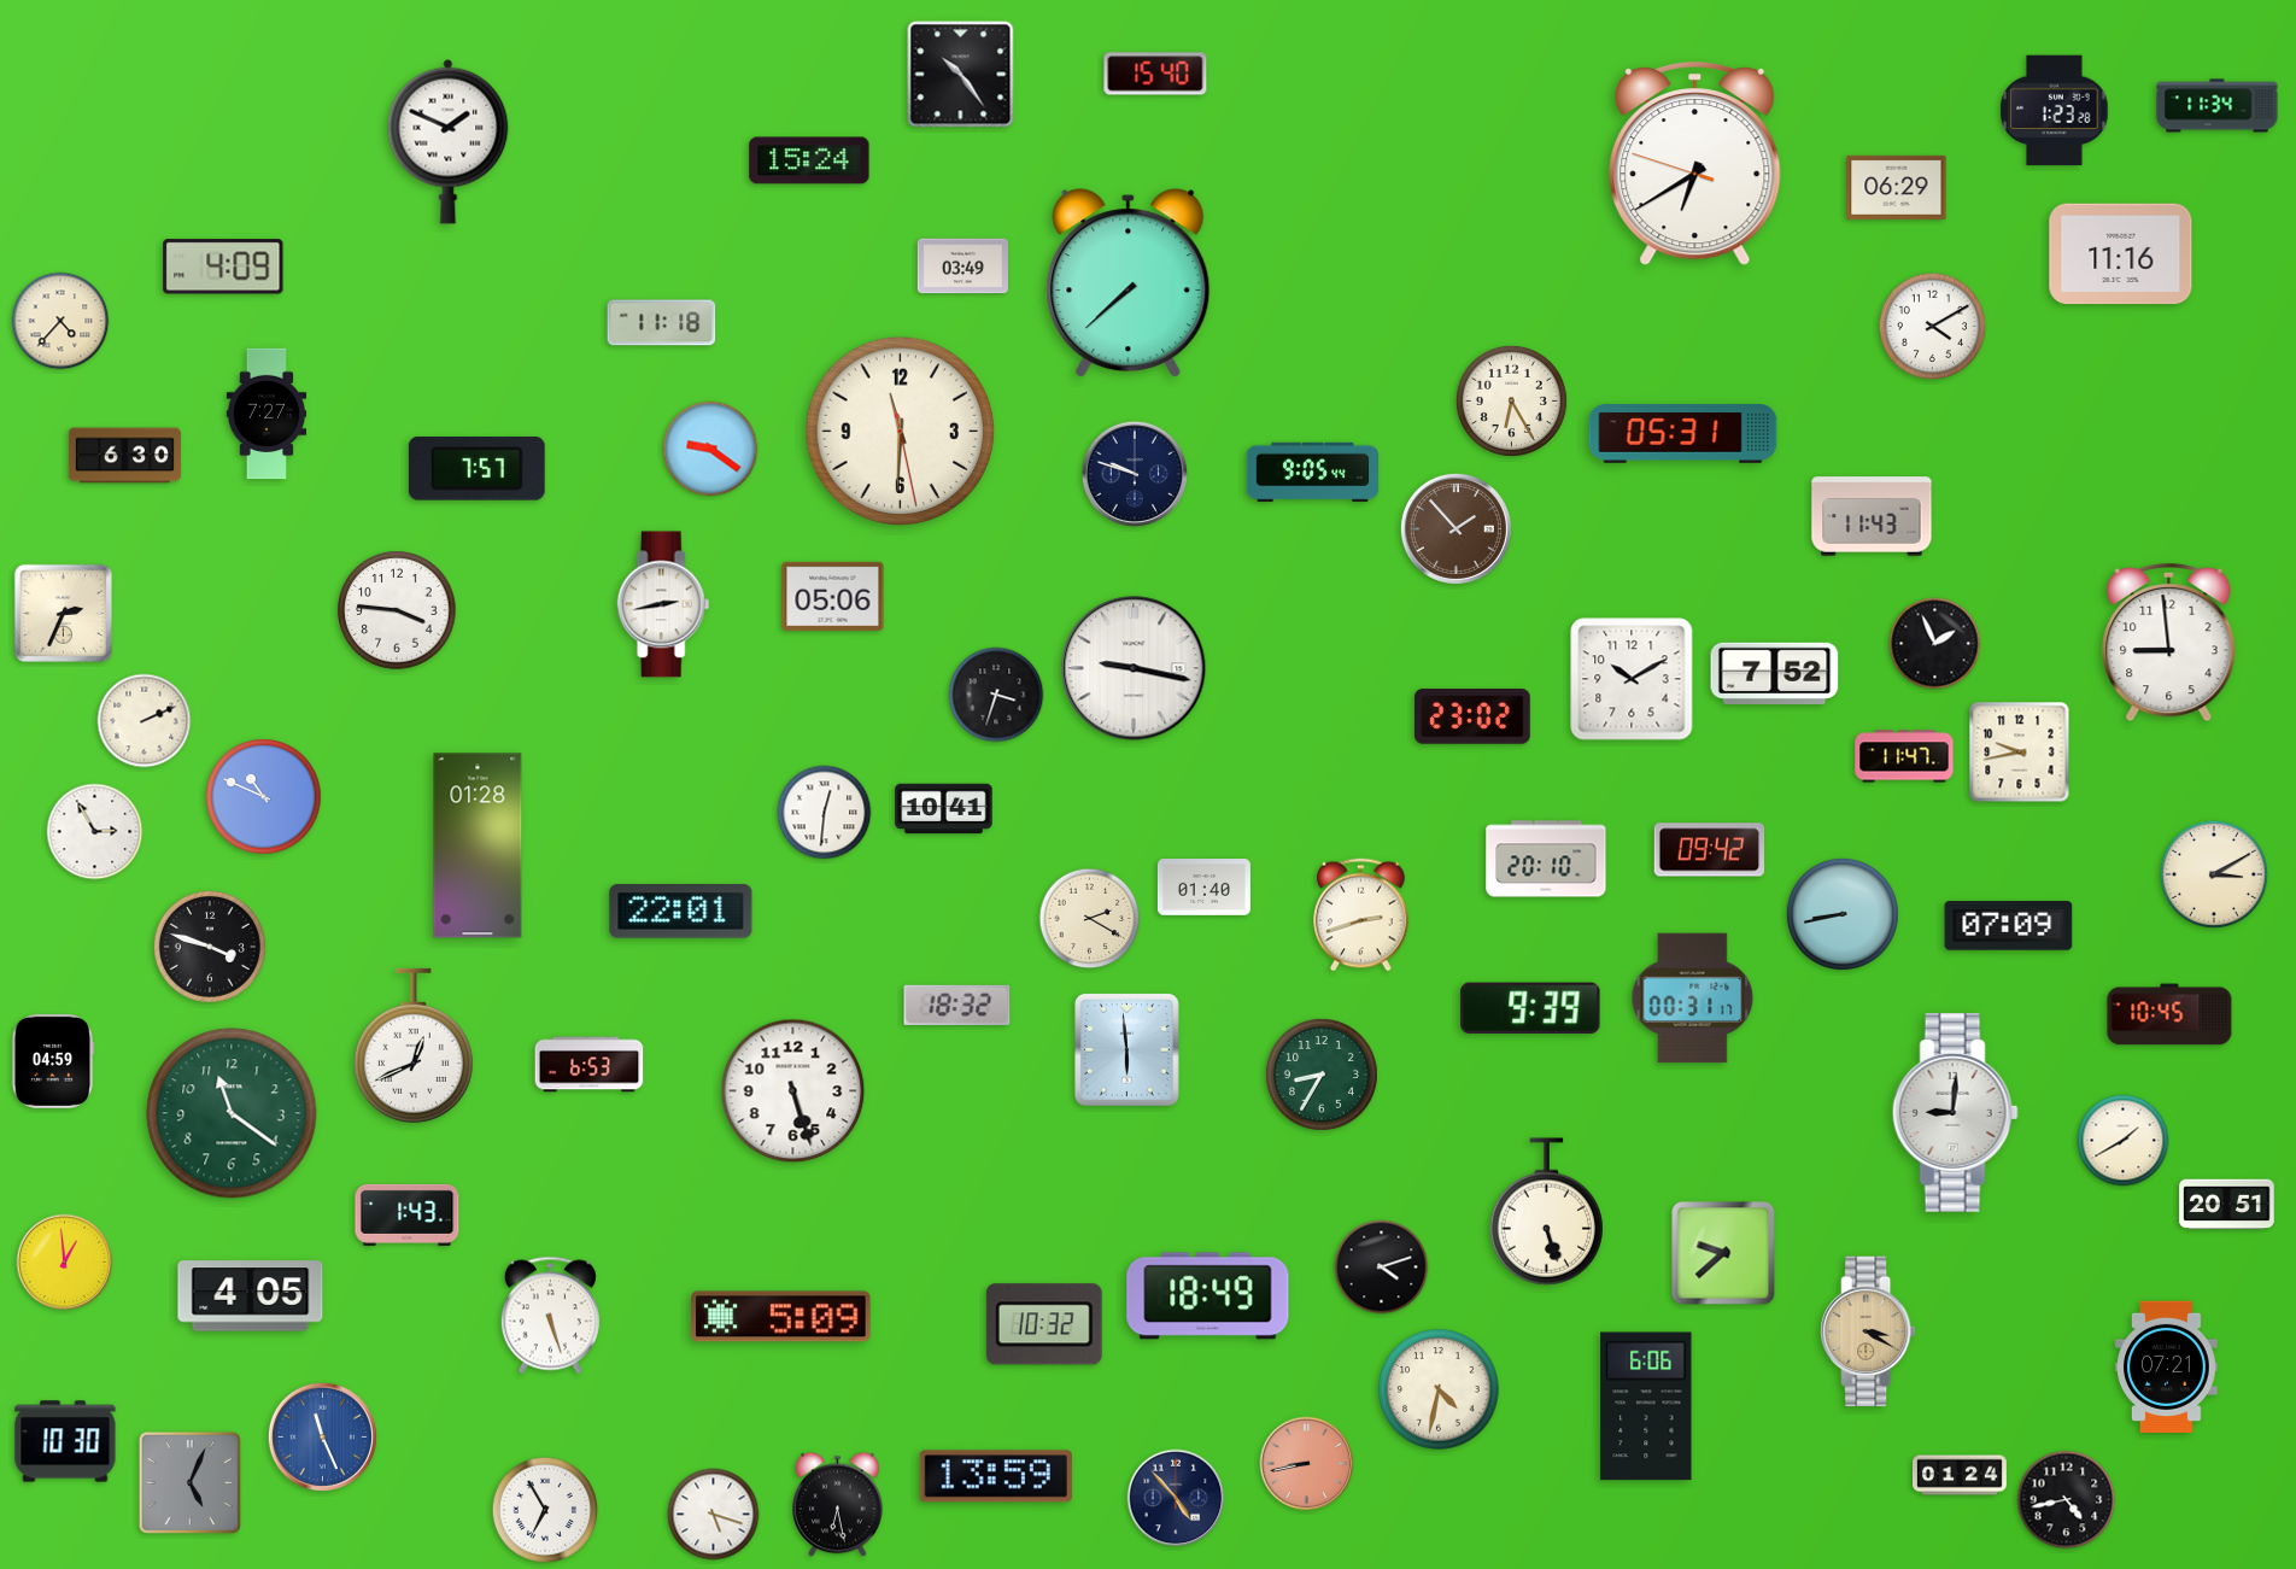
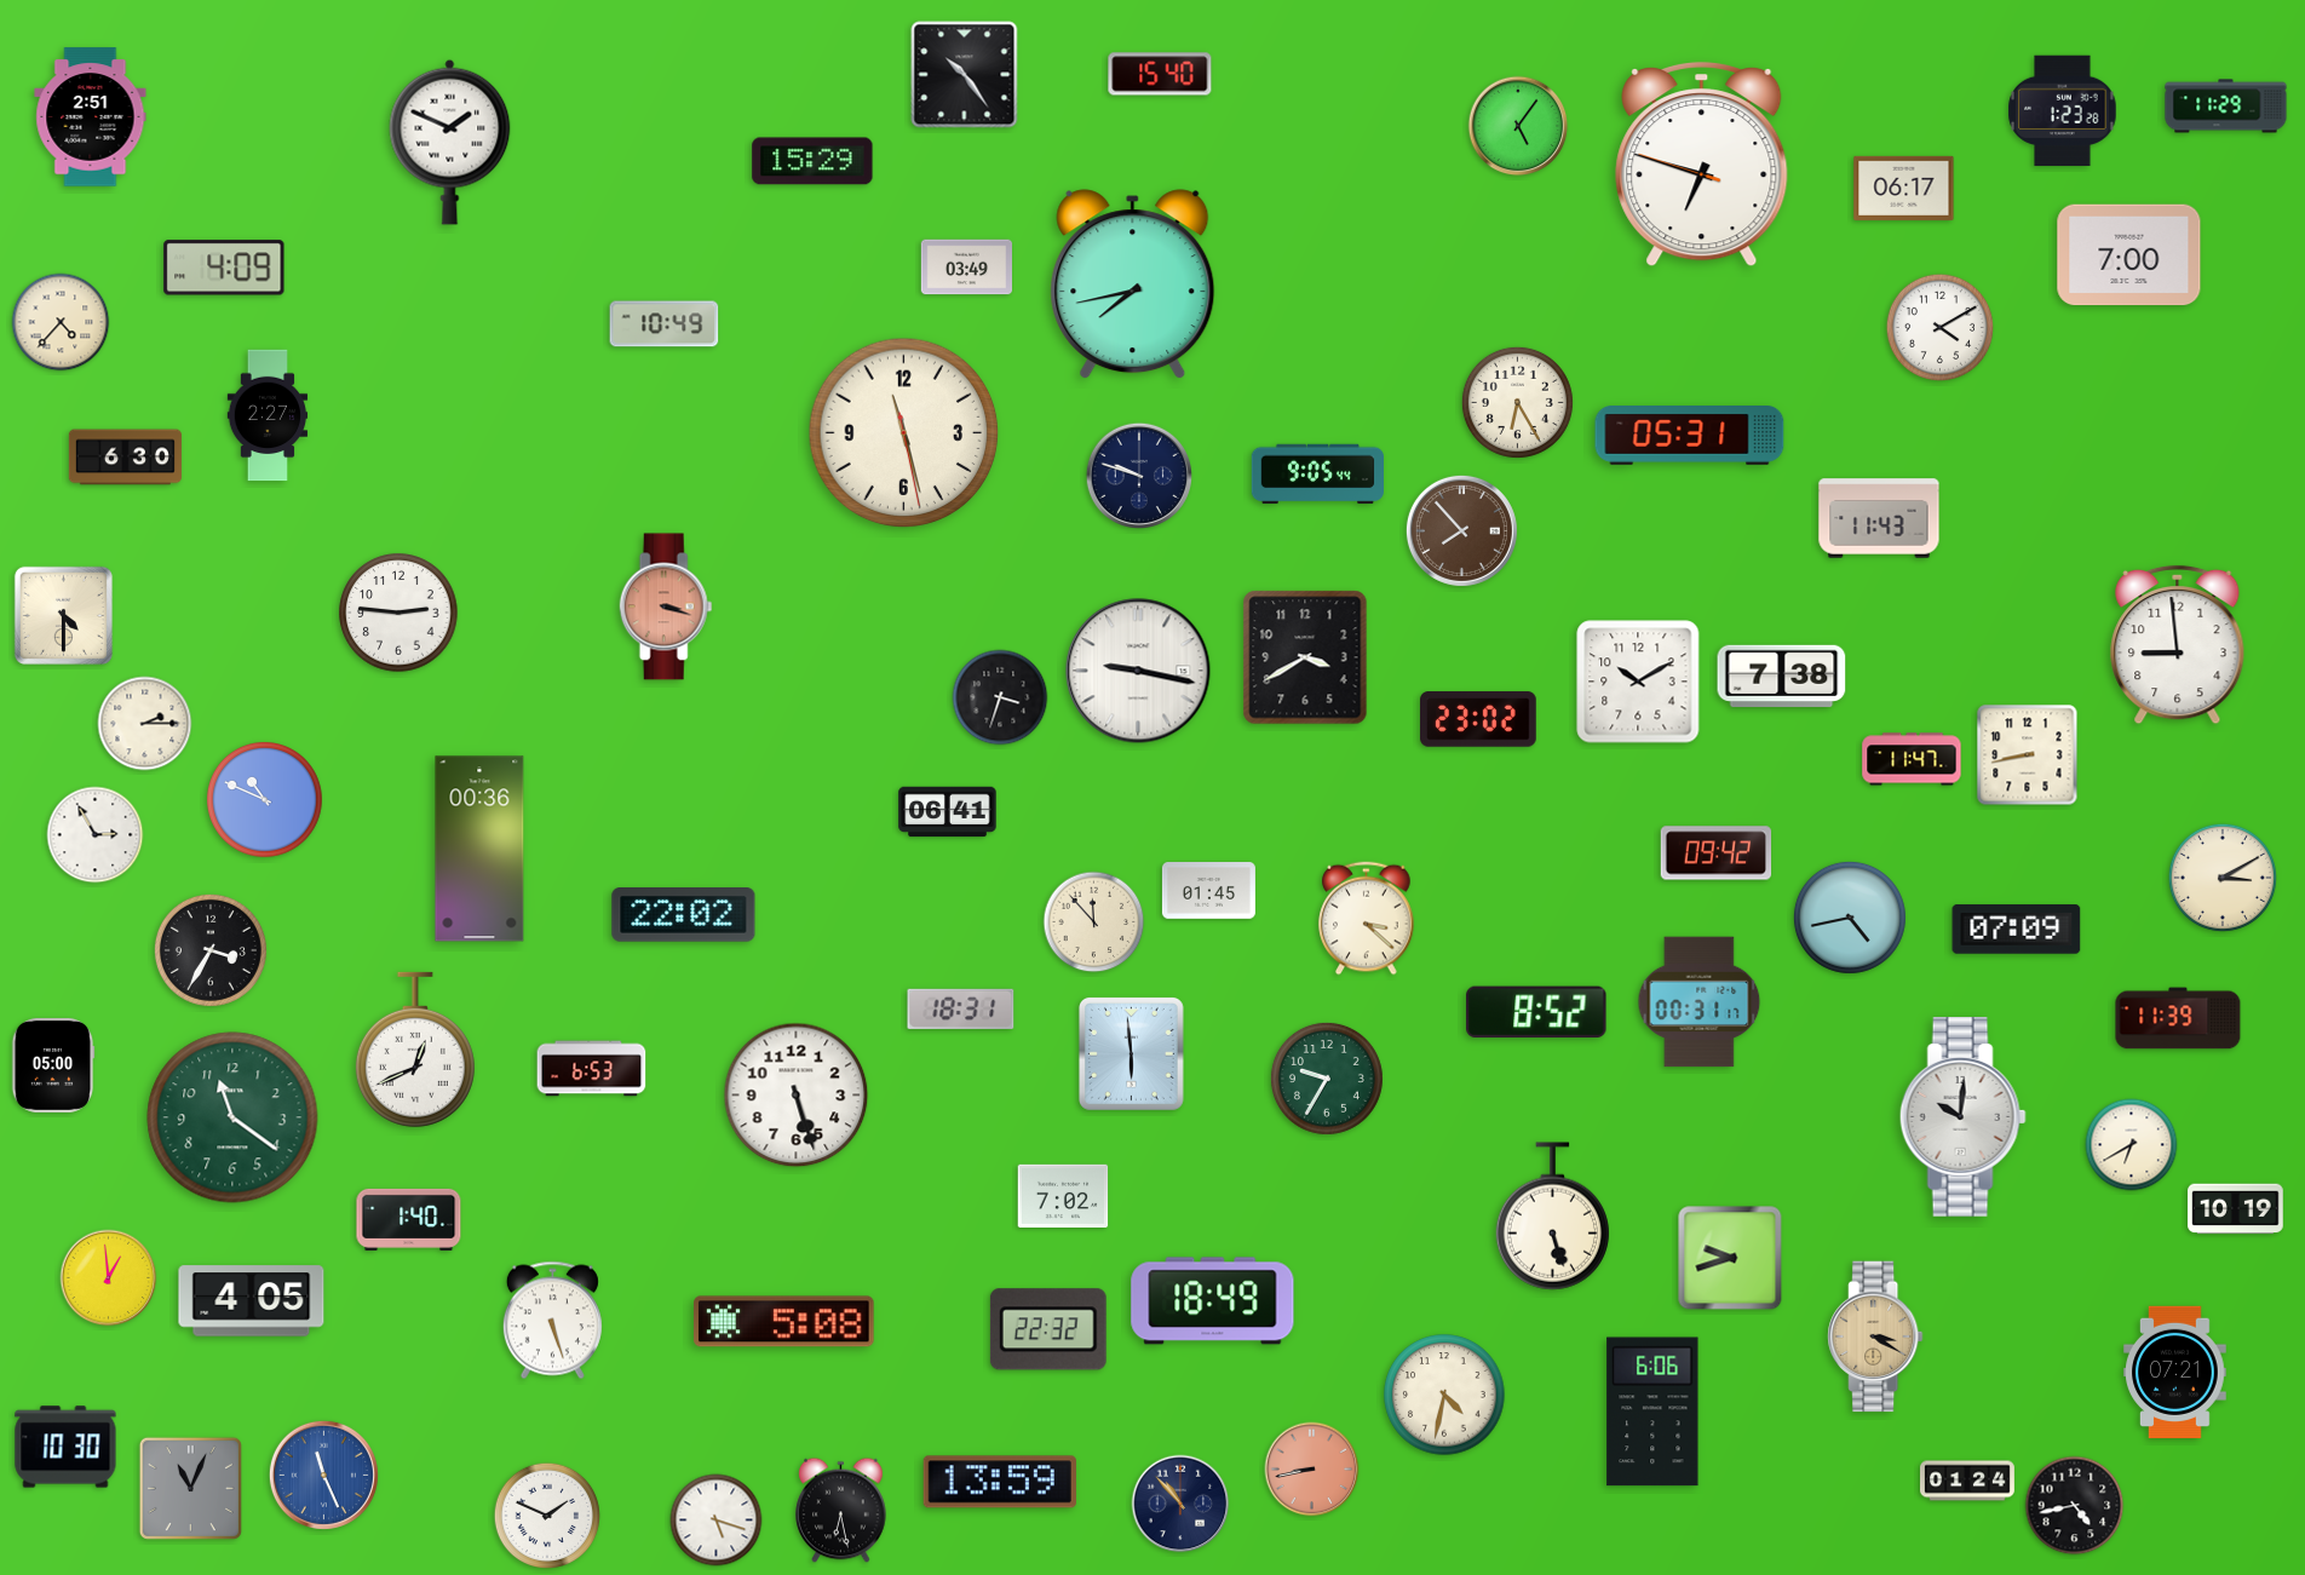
clock at (2218, 106): 11:34 -> 11:29
clock at (91, 117): none -> 2:51
clock at (1518, 126): none -> 5:06
clock at (809, 160): 15:24 -> 15:29
clock at (1695, 165): 6:39 -> 6:47
clock at (1897, 187): 06:29 -> 06:17
clock at (2121, 254): 11:16 -> 7:00
clock at (1129, 283): 7:38 -> 7:43
clock at (662, 323): 11:18 -> 10:49
clock at (266, 414): 7:27 -> 2:27
clock at (901, 432): 11:30 -> 11:27
clock at (710, 449): 9:21 -> none
clock at (476, 468): 7:57 -> none
clock at (1455, 528): 1:53 -> 7:53
clock at (833, 596): 05:06 -> none
clock at (663, 604): 2:43 -> 3:18
clock at (663, 604) dial: white -> salmon
clock at (397, 610): 3:46 -> 2:46
clock at (63, 613): 2:34 -> 4:30
clock at (1935, 644): 1:56 -> none
clock at (1305, 657): none -> 3:40
clock at (1775, 673): 7:52 -> 7:38
clock at (145, 721): 2:11 -> 2:15
clock at (2020, 753): 9:43 -> 8:43
clock at (944, 809): 10:41 -> 06:41
clock at (825, 813): 12:31 -> none
clock at (478, 845): 01:28 -> 00:36
clock at (1546, 859): 20:10 -> none
clock at (1203, 888): 01:40 -> 01:45
clock at (681, 912): 22:01 -> 22:02
clock at (1843, 914): 8:43 -> 4:43
clock at (1361, 915): 2:42 -> 3:22
clock at (1090, 919): 2:20 -> 11:53
clock at (210, 947): 3:48 -> 3:35
clock at (957, 1005): 18:32 -> 18:31
clock at (1530, 1008): 9:39 -> 8:52
clock at (2169, 1014): 10:45 -> 11:39
clock at (53, 1061): 04:59 -> 05:00
clock at (1322, 1075): 8:35 -> 9:35
clock at (1955, 1113): 9:01 -> 10:01
clock at (2124, 1141): 1:40 -> 6:40
clock at (1063, 1195): none -> 7:02
clock at (2227, 1205): 20:51 -> 10:19
clock at (408, 1214): 1:43 -> 1:40
clock at (1723, 1253): 9:38 -> 9:42
clock at (65, 1263) position: (65, 1263) -> (109, 1278)
clock at (1382, 1268): 4:12 -> none
clock at (781, 1317): 5:09 -> 5:08
clock at (1044, 1324): 10:32 -> 22:32
clock at (322, 1436) position: (322, 1436) -> (323, 1475)
clock at (189, 1482): 5:04 -> 11:04
clock at (1176, 1498): 4:53 -> 10:53
clock at (545, 1510): 6:55 -> 1:49
